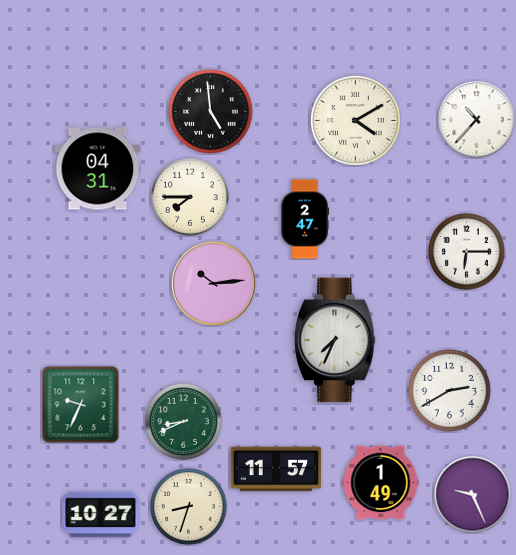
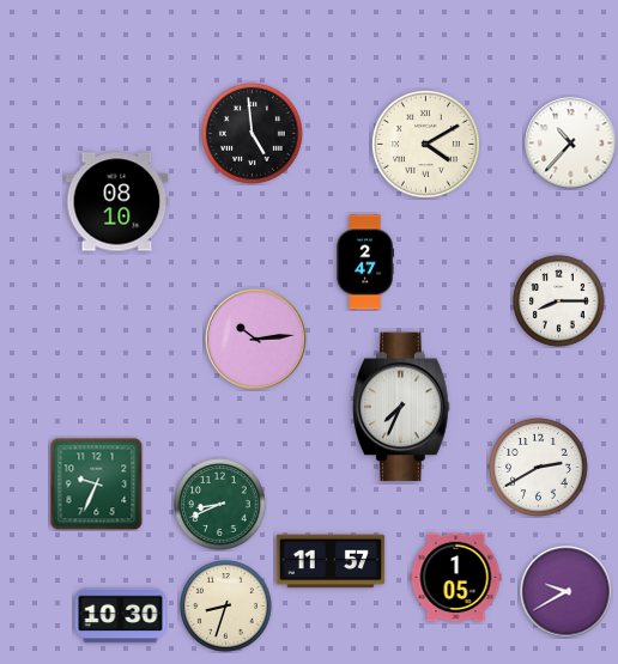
clock at (98, 169): 04:31 -> 08:10
clock at (190, 197): 7:45 -> none
clock at (467, 252): 6:15 -> 8:15
clock at (381, 483): 1:49 -> 1:05
clock at (473, 495): 9:26 -> 9:40
clock at (101, 515): 10:27 -> 10:30
